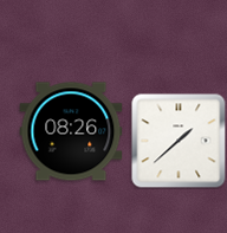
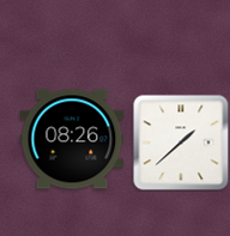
clock at (71, 131) position: (71, 131) -> (72, 139)
